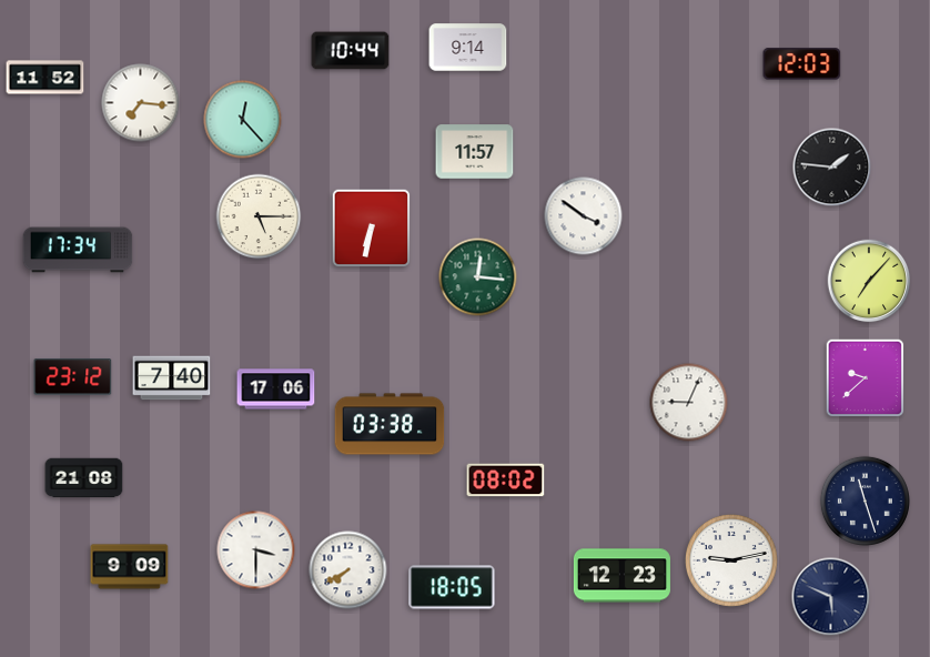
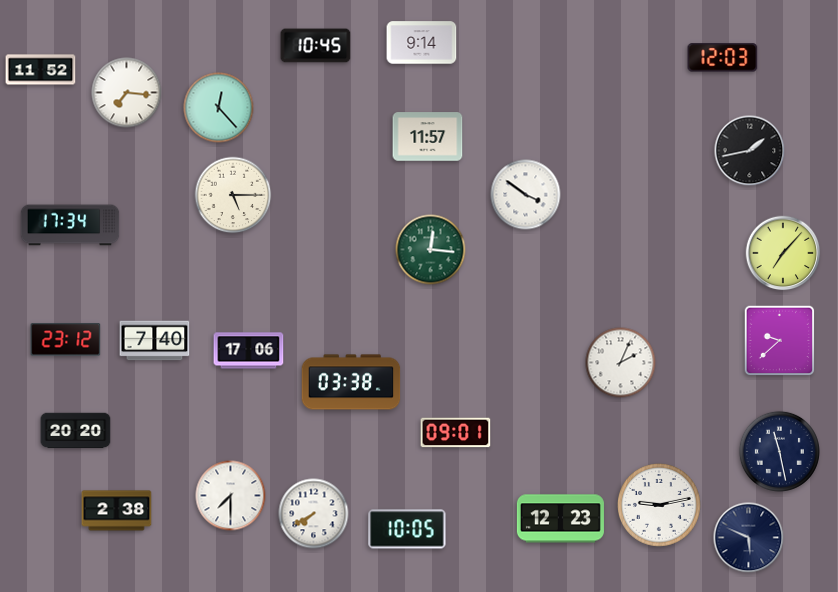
clock at (351, 51): 10:44 -> 10:45
clock at (832, 168): 1:46 -> 1:43
clock at (372, 229): 6:32 -> none
clock at (689, 403): 9:04 -> 2:04
clock at (84, 478): 21:08 -> 20:20
clock at (506, 481): 08:02 -> 09:01
clock at (865, 501): 11:27 -> 11:28
clock at (256, 550): 3:30 -> 7:30
clock at (130, 567): 9:09 -> 2:38
clock at (452, 587): 18:05 -> 10:05
